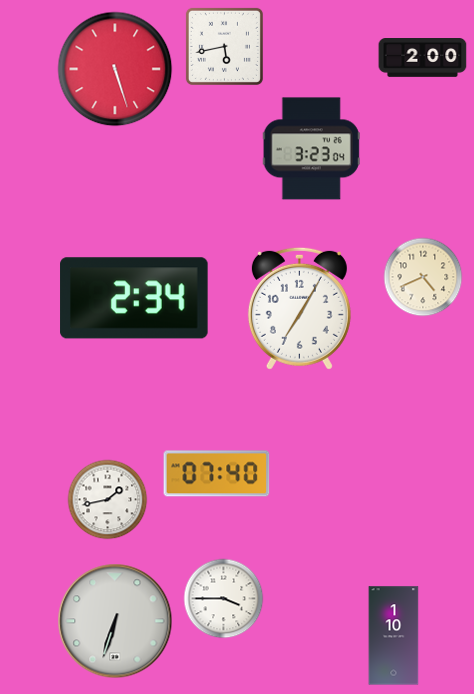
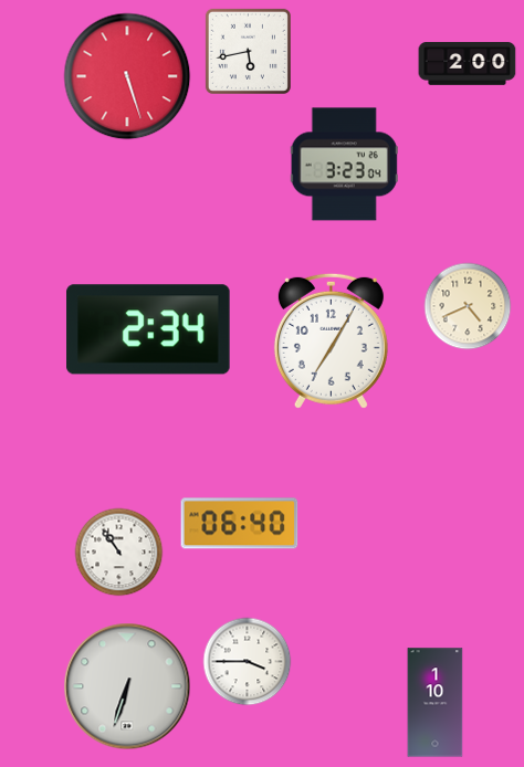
clock at (217, 474): 07:40 -> 06:40
clock at (108, 500): 1:43 -> 10:54
